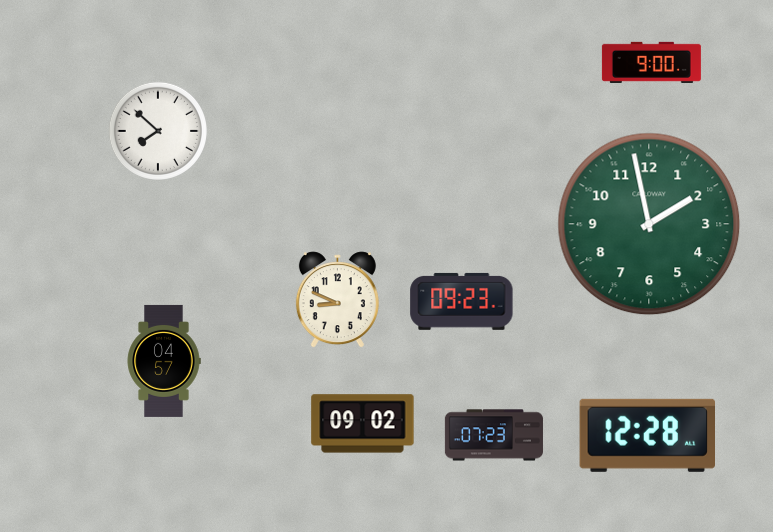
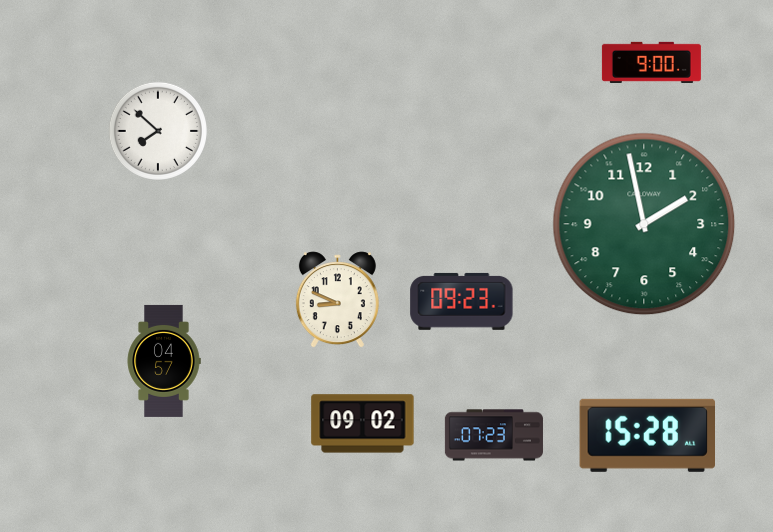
clock at (649, 224) position: (649, 224) -> (644, 224)
clock at (647, 435): 12:28 -> 15:28
